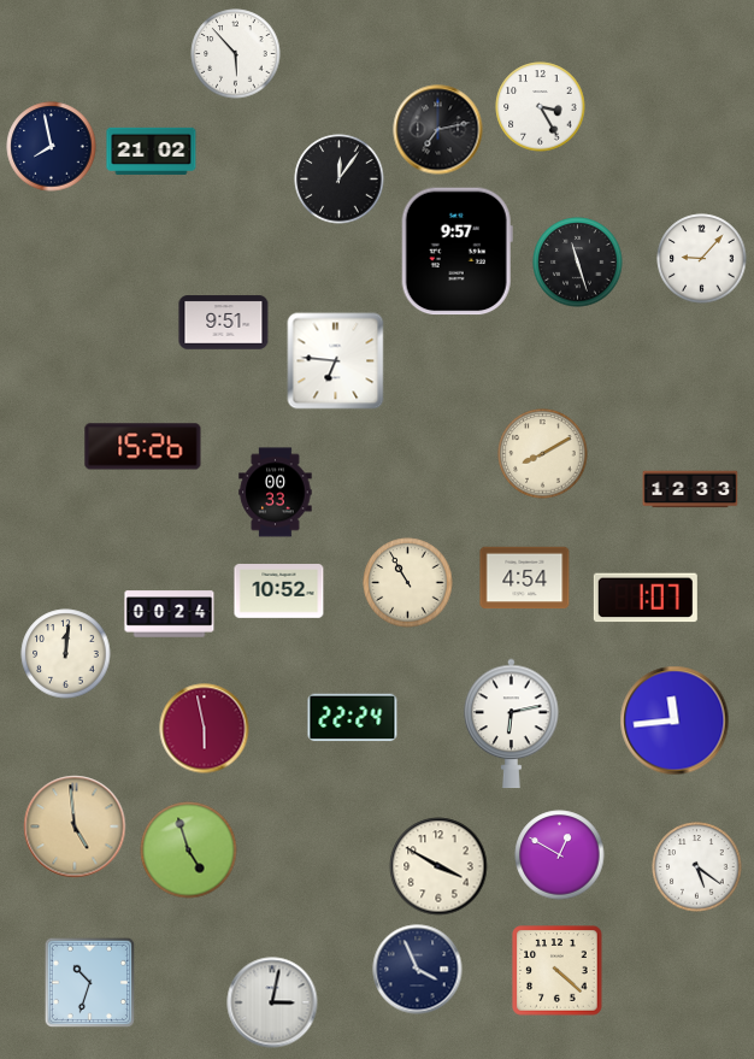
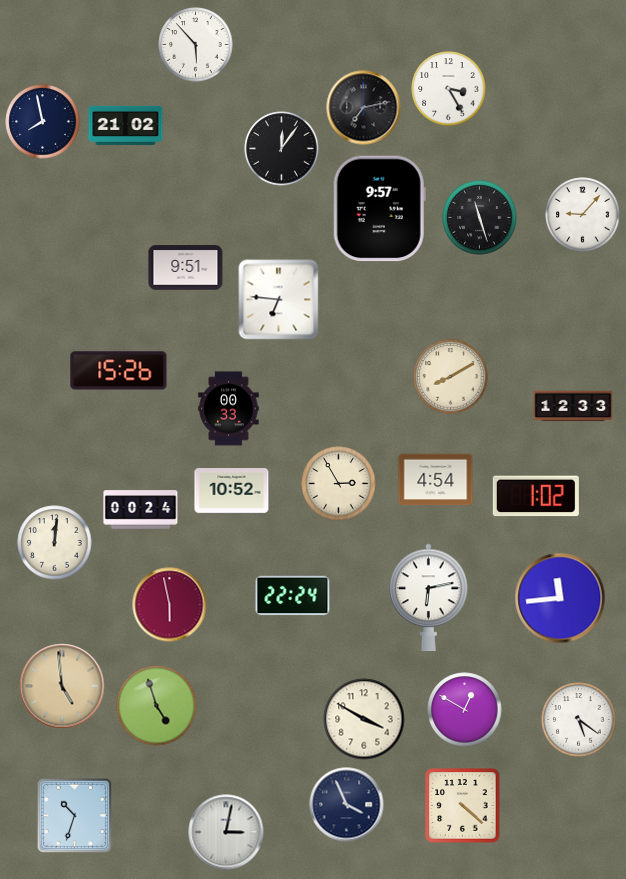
clock at (408, 583): 10:55 -> 2:55
clock at (646, 598): 1:07 -> 1:02
clock at (512, 724) position: (512, 724) -> (429, 598)
